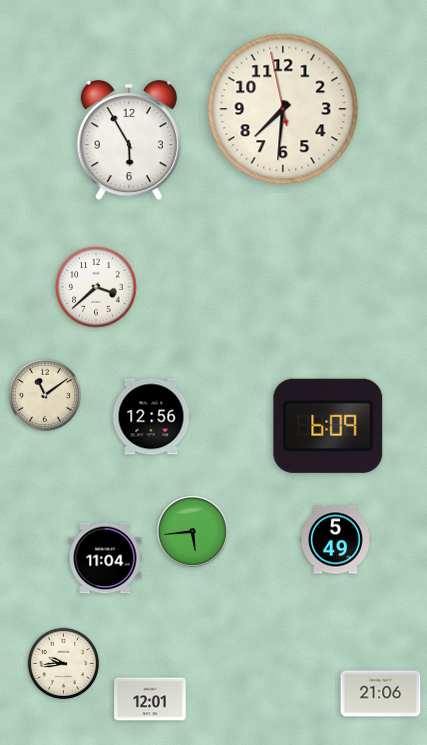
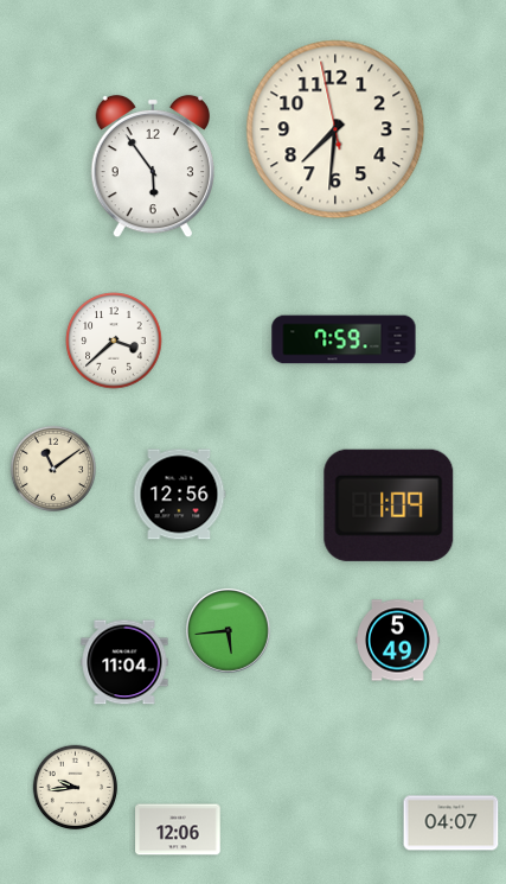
clock at (128, 140): 5:55 -> 5:54
clock at (344, 339): none -> 7:59
clock at (328, 426): 6:09 -> 1:09
clock at (381, 694): 21:06 -> 04:07
clock at (150, 699): 12:01 -> 12:06
